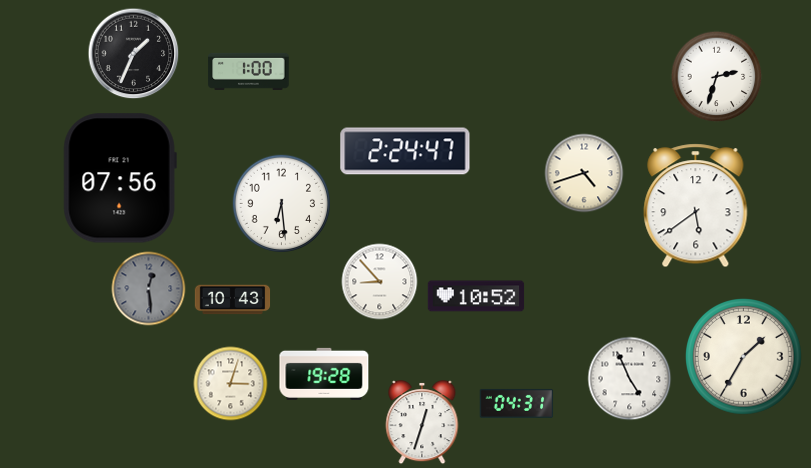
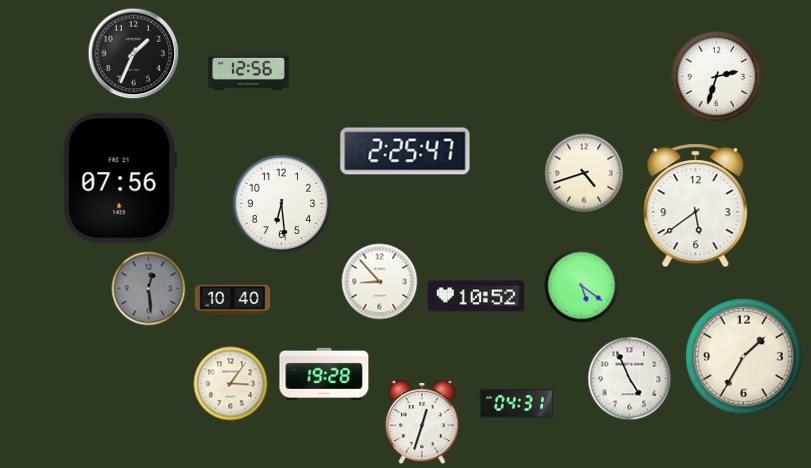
clock at (249, 71): 1:00 -> 12:56
clock at (405, 151): 2:24 -> 2:25
clock at (582, 286): none -> 5:21
clock at (233, 300): 10:43 -> 10:40
clock at (231, 384): 3:03 -> 3:06
